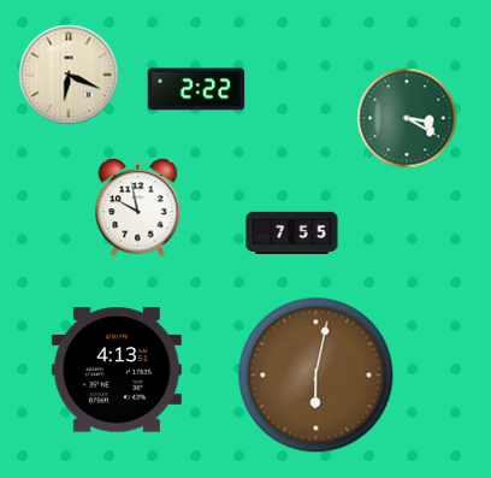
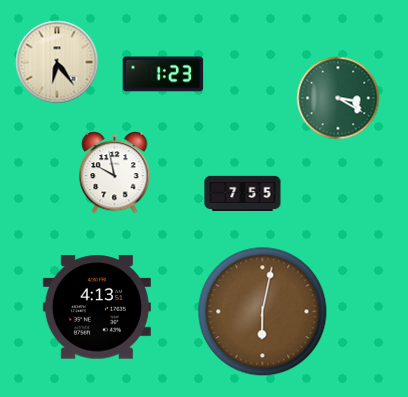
clock at (69, 75): 6:19 -> 6:24
clock at (196, 89): 2:22 -> 1:23
